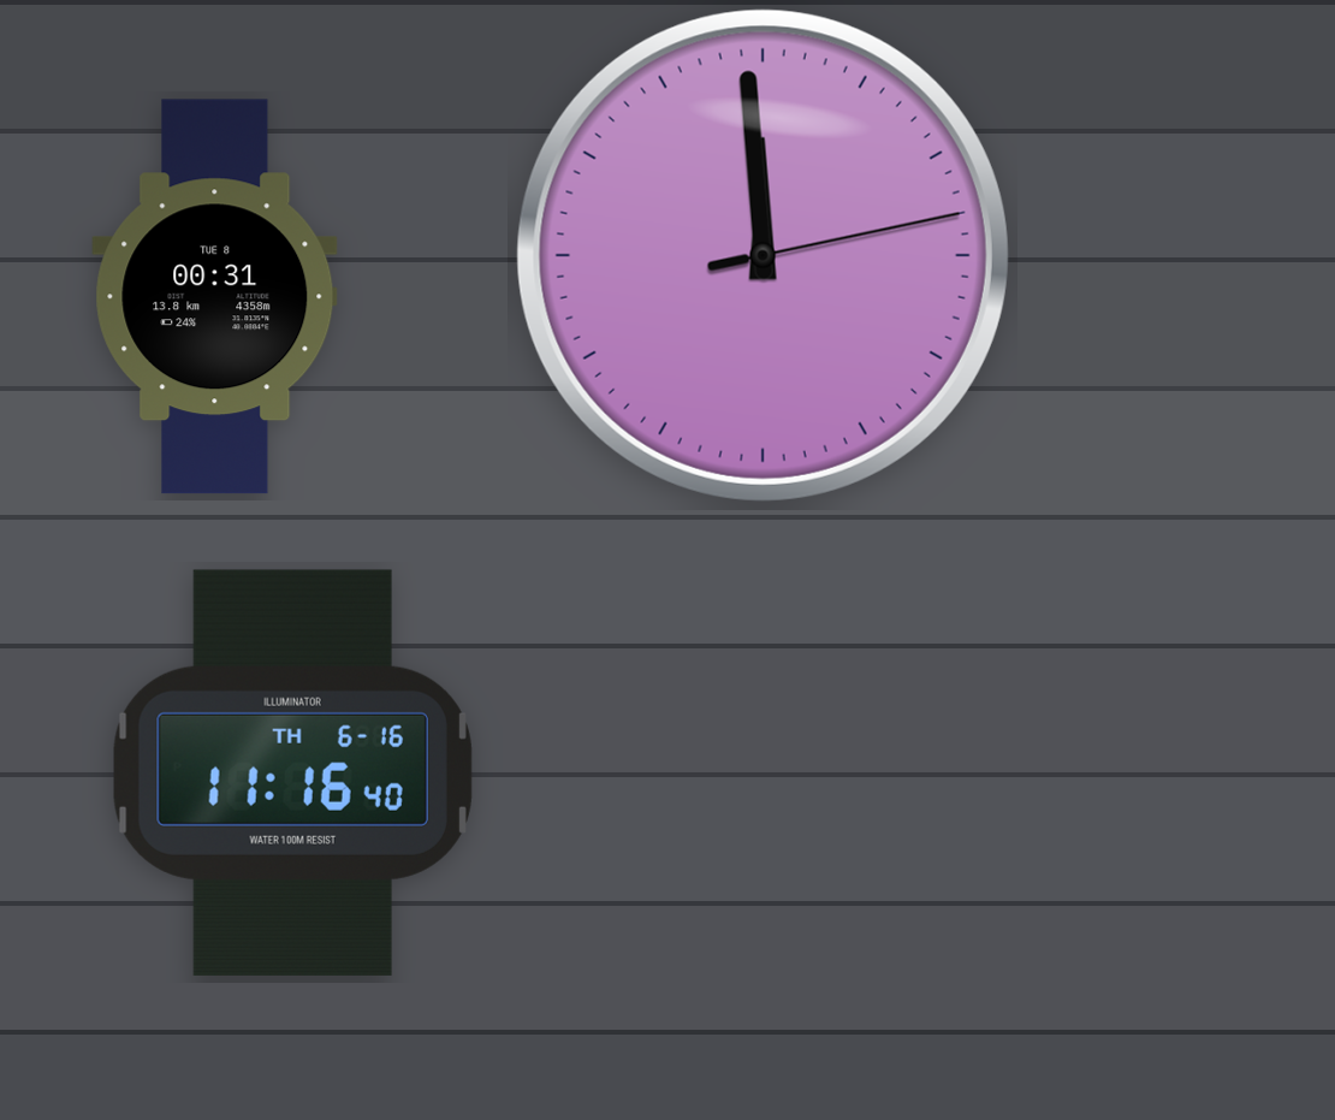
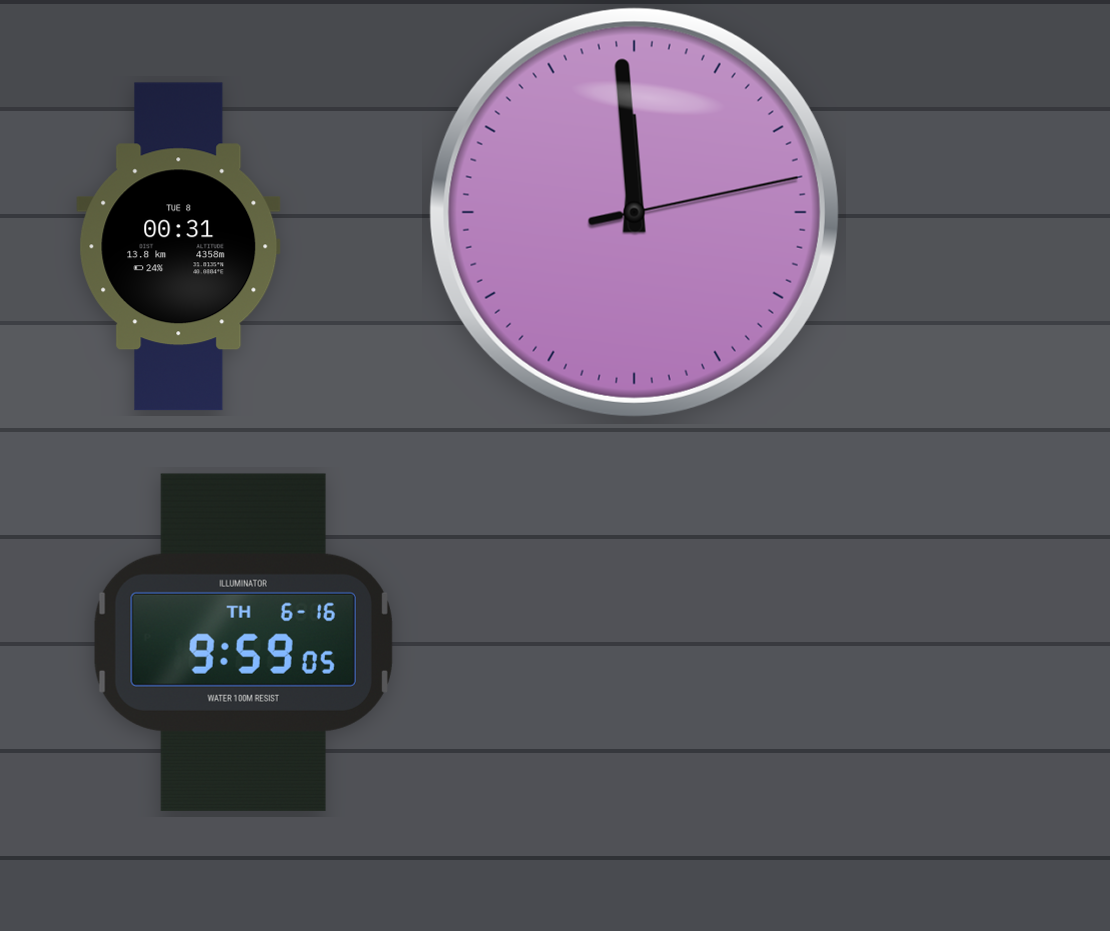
clock at (292, 772): 11:16 -> 9:59
